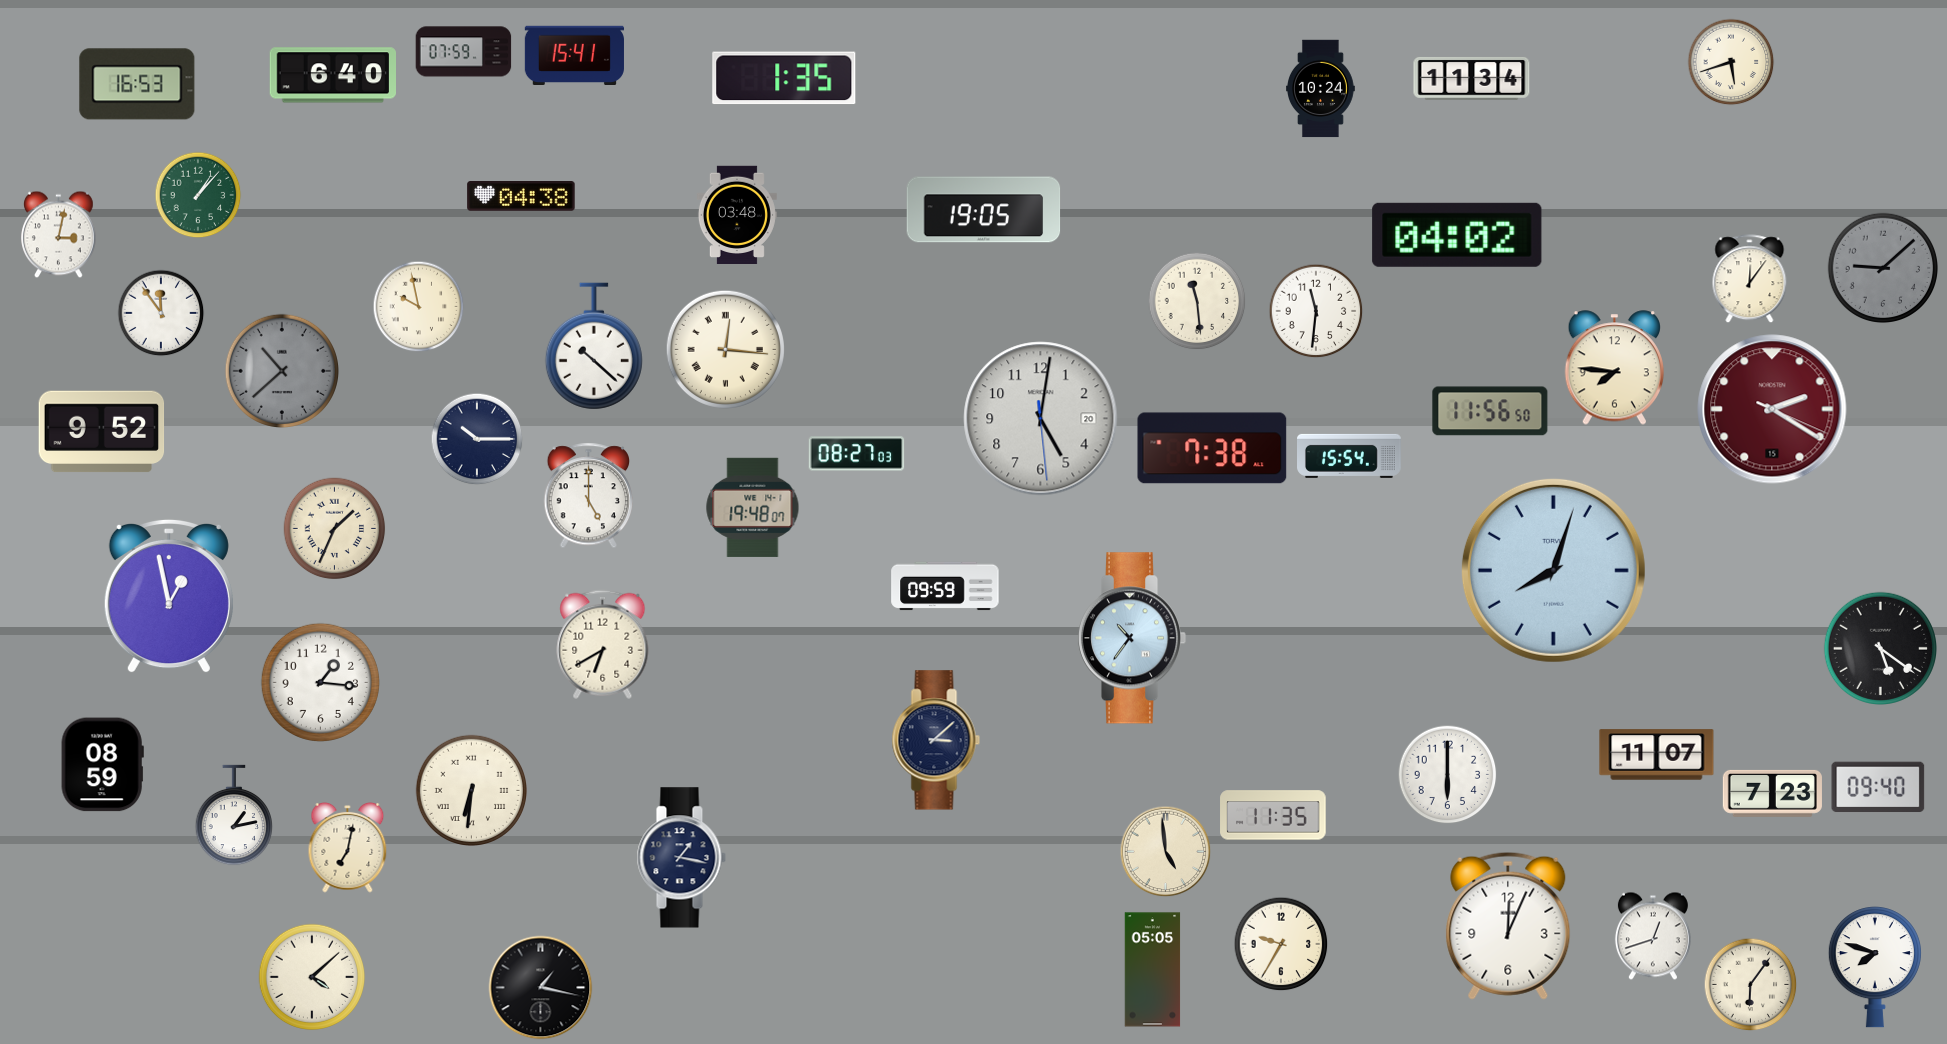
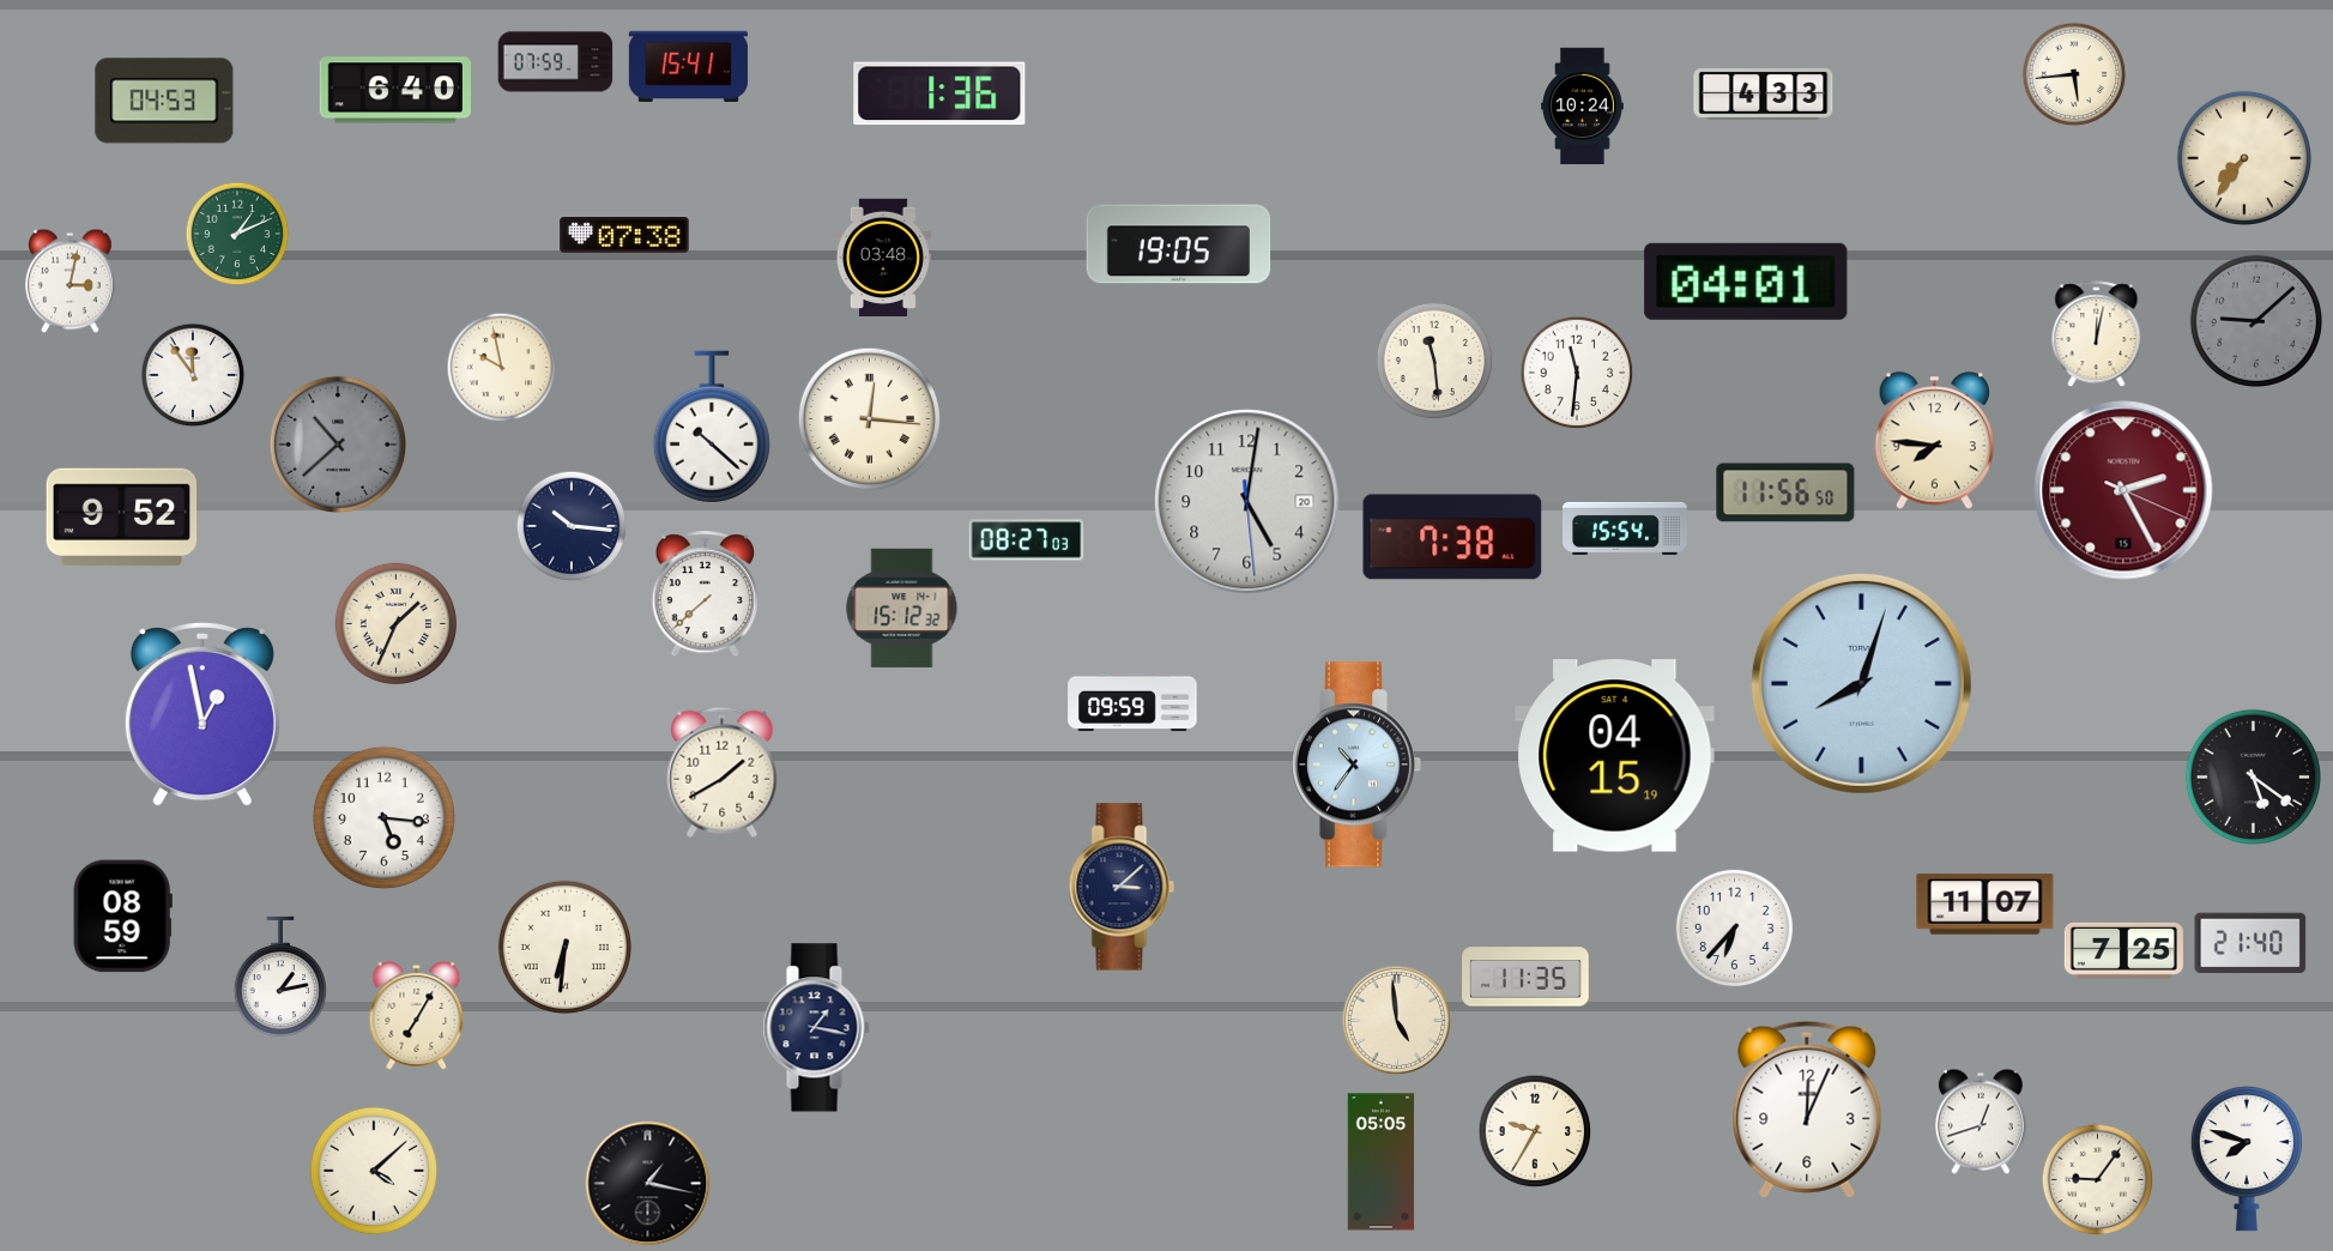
clock at (1731, 62): 5:42 -> 5:44
clock at (332, 75) position: (332, 75) -> (394, 90)
clock at (784, 78): 1:35 -> 1:36
clock at (1472, 78): 11:34 -> 4:33
clock at (137, 84): 16:53 -> 04:53
clock at (2243, 157): none -> 7:36
clock at (198, 195): 1:07 -> 1:11
clock at (521, 197): 04:38 -> 07:38
clock at (984, 210) position: (984, 210) -> (1179, 244)
clock at (1457, 235): 04:02 -> 04:01
clock at (1750, 279): 12:06 -> 12:02
clock at (594, 346) position: (594, 346) -> (712, 427)
clock at (1772, 409): 2:20 -> 2:25
clock at (477, 439): 10:15 -> 10:16
clock at (857, 454) position: (857, 454) -> (1027, 540)
clock at (1350, 456) position: (1350, 456) -> (1626, 528)
clock at (588, 496): 5:00 -> 7:38
clock at (753, 507): 19:48 -> 15:12
clock at (335, 529) position: (335, 529) -> (397, 624)
clock at (1615, 756): none -> 04:15
clock at (603, 644): 6:40 -> 1:40
clock at (320, 682): 1:16 -> 5:16
clock at (1448, 775): 6:00 -> 6:37
clock at (1878, 787): 09:40 -> 21:40
clock at (1772, 793): 7:23 -> 7:25
clock at (348, 847): 7:02 -> 7:05
clock at (1751, 985): 6:06 -> 9:06
